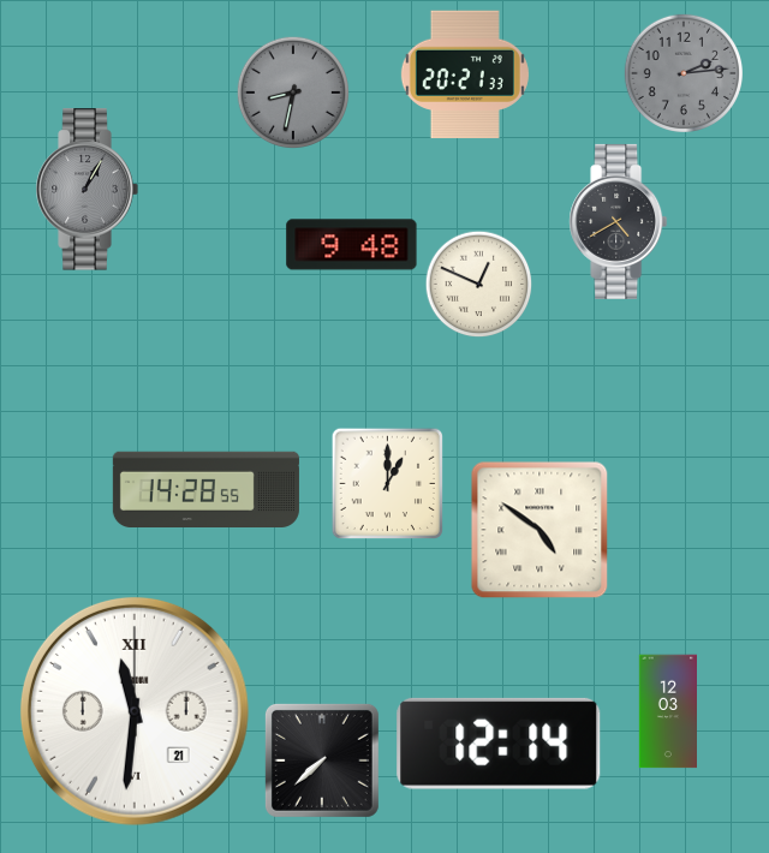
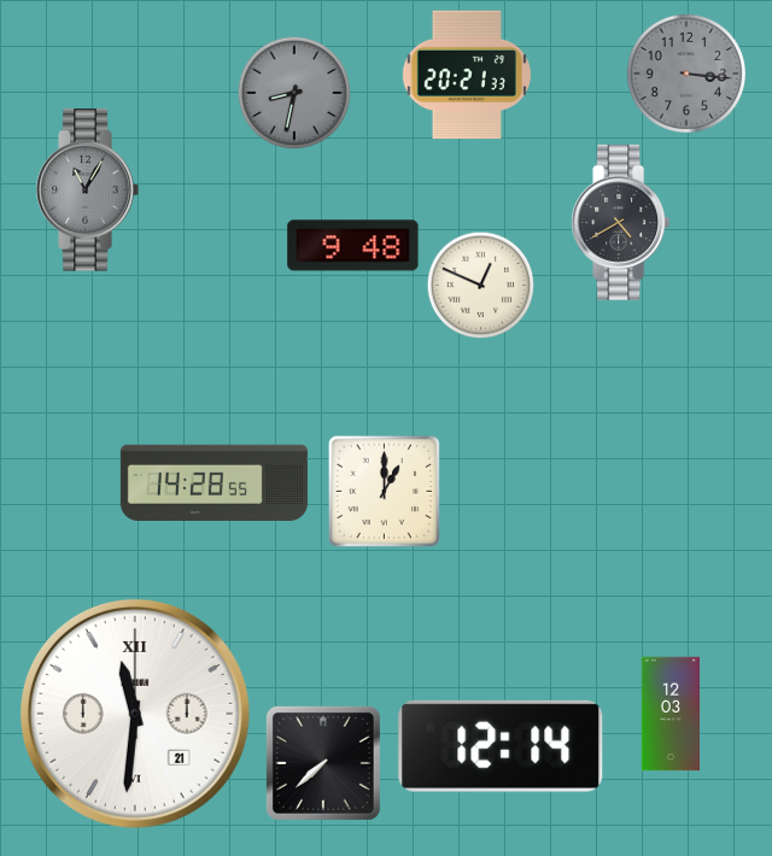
clock at (682, 72): 2:14 -> 3:16
clock at (87, 190): 1:05 -> 11:05
clock at (388, 484) position: (388, 484) -> (385, 492)
clock at (205, 490) position: (205, 490) -> (214, 483)
clock at (540, 530): 4:51 -> none
